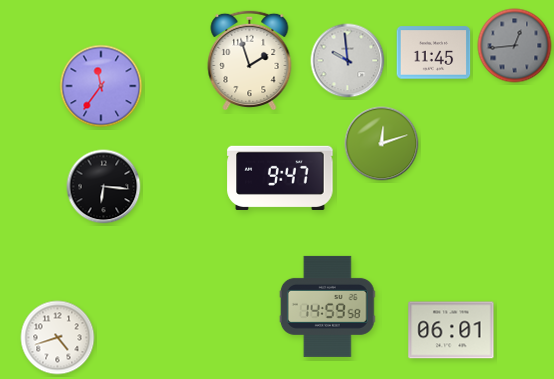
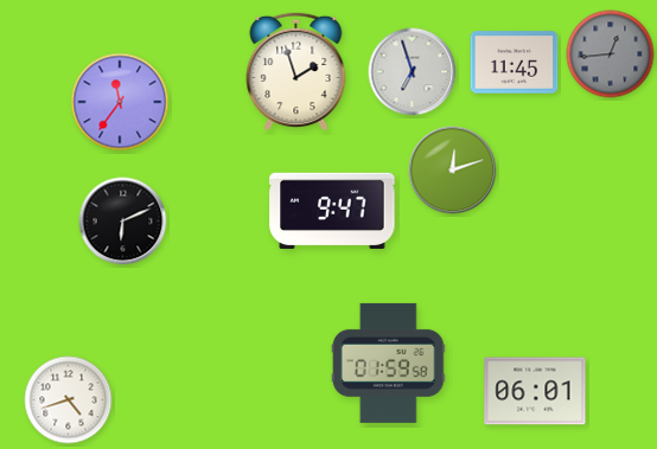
clock at (348, 61): 9:59 -> 6:57
clock at (104, 187): 6:16 -> 6:11
clock at (327, 306): 14:59 -> 01:59
